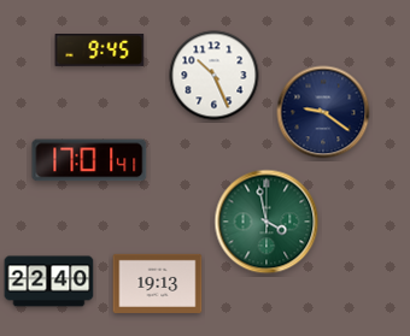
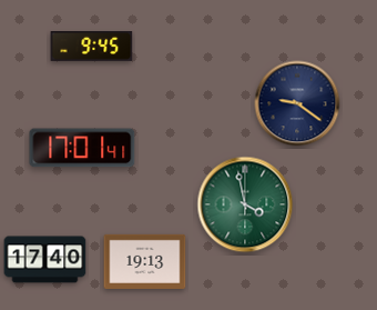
clock at (215, 76): 10:26 -> none
clock at (49, 282): 22:40 -> 17:40
